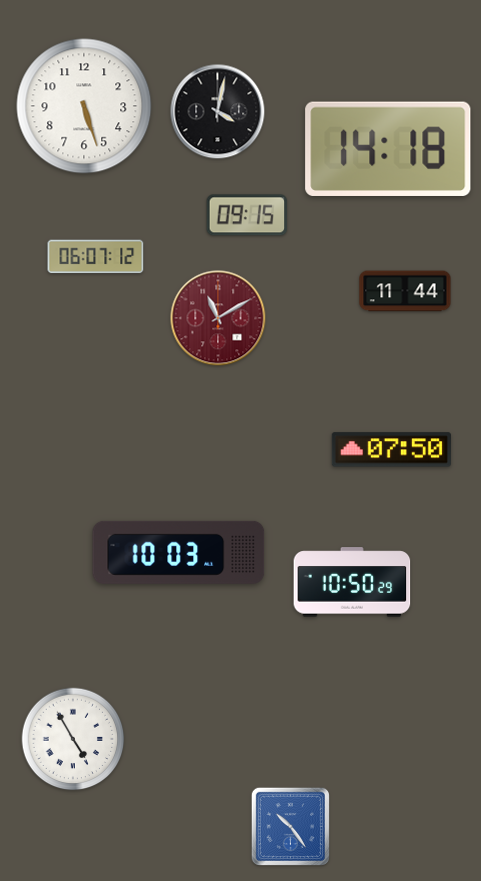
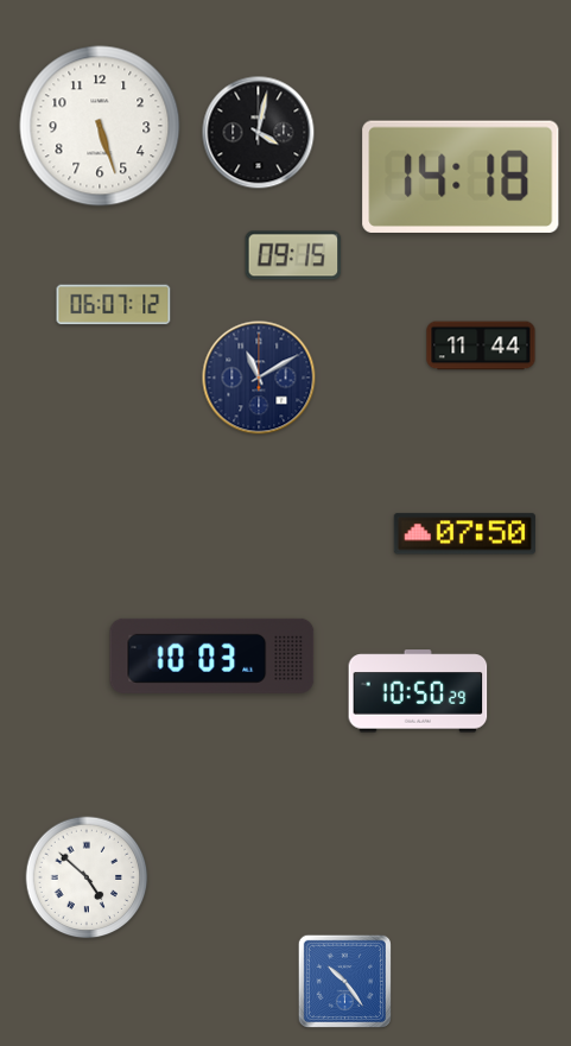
clock at (218, 318) dial: burgundy -> navy
clock at (73, 739): 4:55 -> 4:52
